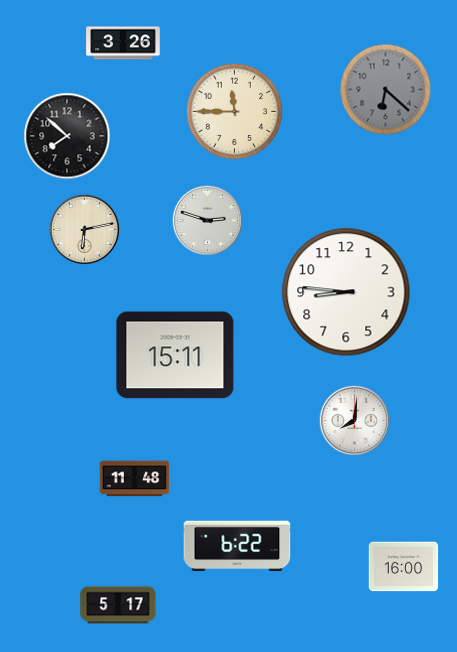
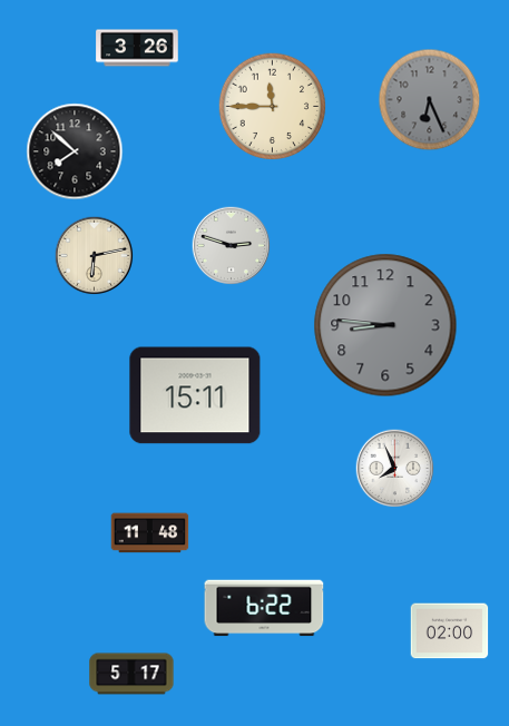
clock at (386, 90): 6:22 -> 6:26
clock at (235, 112) position: (235, 112) -> (273, 107)
clock at (346, 292) dial: white -> grey
clock at (355, 421): 8:01 -> 7:56
clock at (404, 567): 16:00 -> 02:00
